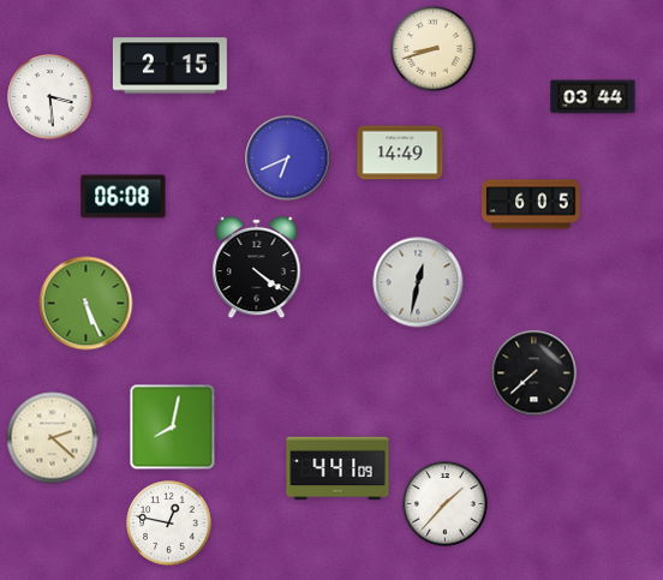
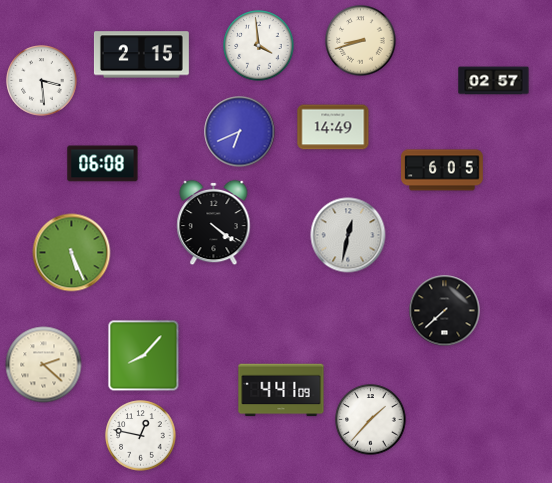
clock at (259, 46): none -> 3:59
clock at (593, 97): 03:44 -> 02:57
clock at (173, 427): 8:02 -> 8:07
